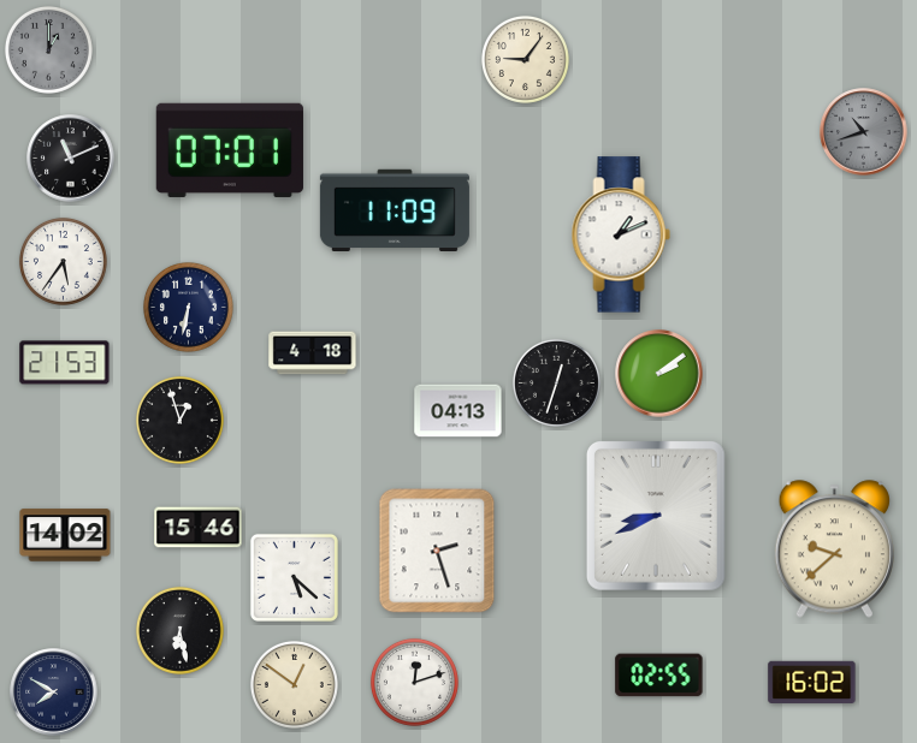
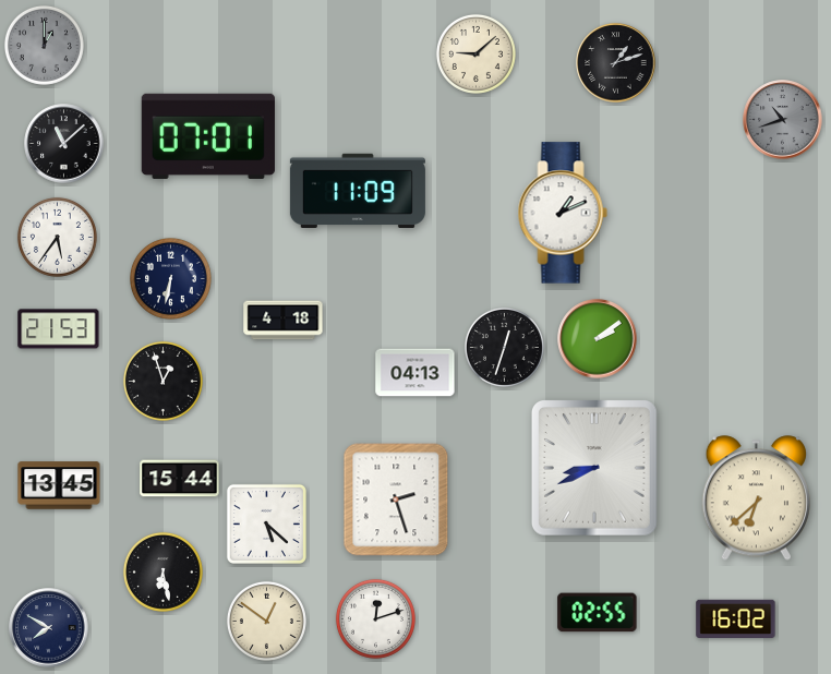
clock at (525, 59): 9:06 -> 9:08
clock at (616, 63): none -> 1:12
clock at (71, 159): 11:11 -> 11:08
clock at (199, 528): 15:46 -> 15:44
clock at (65, 535): 14:02 -> 13:45
clock at (834, 549): 9:38 -> 6:38
